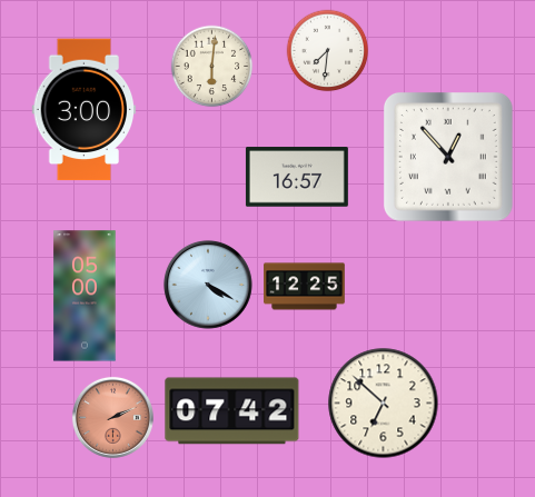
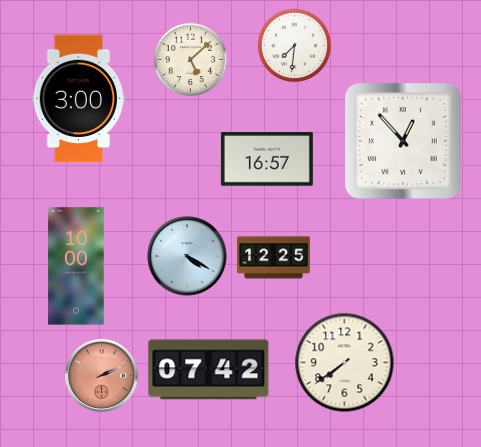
clock at (212, 67): 6:01 -> 5:08
clock at (85, 110) position: (85, 110) -> (79, 99)
clock at (85, 296): 05:00 -> 10:00
clock at (384, 404): 6:52 -> 7:39
